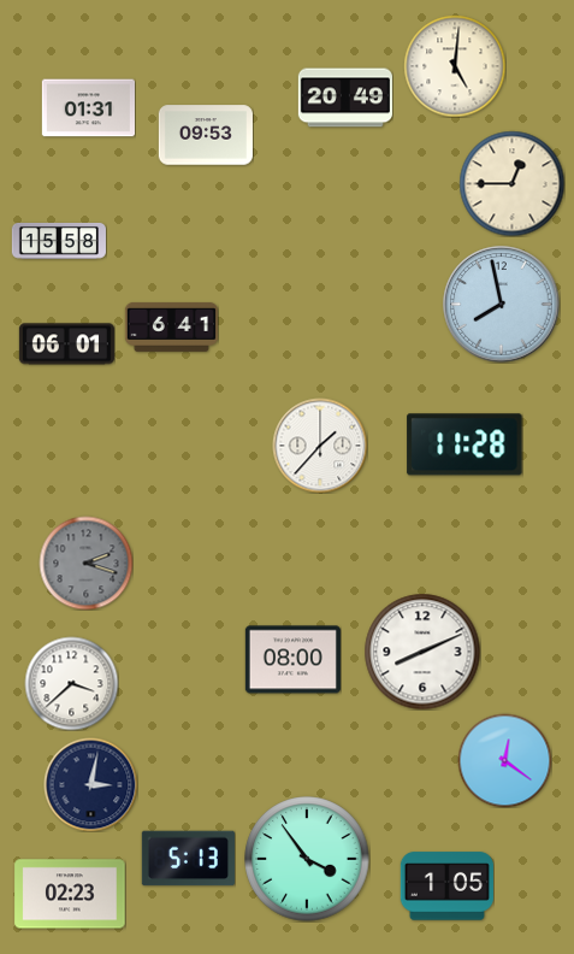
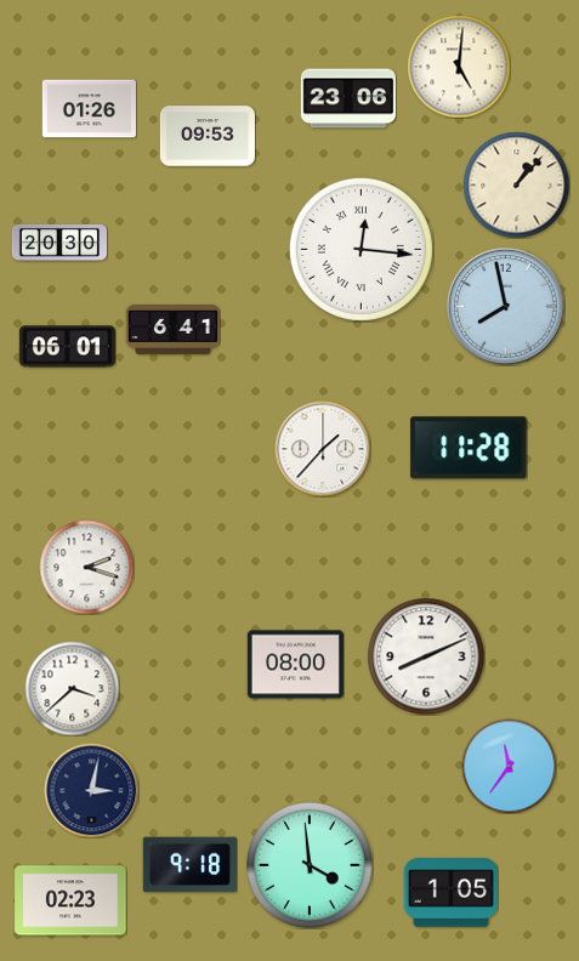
clock at (345, 98): 20:49 -> 23:06
clock at (88, 108): 01:31 -> 01:26
clock at (511, 183): 12:45 -> 1:07
clock at (59, 241): 15:58 -> 20:30
clock at (361, 249): none -> 12:16
clock at (85, 563) dial: grey -> white
clock at (504, 760): 12:21 -> 11:36
clock at (188, 859): 5:13 -> 9:18
clock at (307, 859): 3:54 -> 3:59
